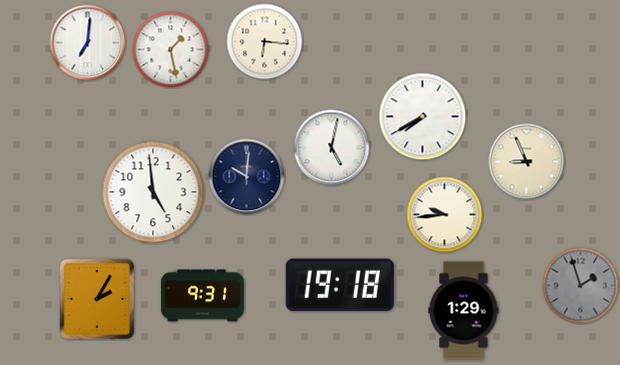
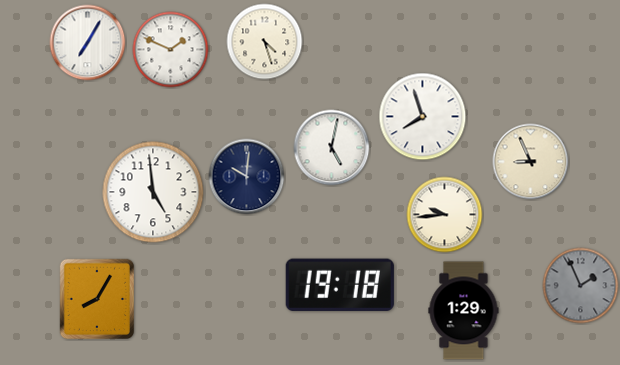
clock at (265, 42): 6:16 -> 4:27
clock at (88, 43): 7:01 -> 7:05
clock at (171, 50): 1:28 -> 1:49
clock at (423, 117): 7:40 -> 7:57
clock at (527, 162) position: (527, 162) -> (531, 162)
clock at (581, 286): 1:57 -> 1:56
clock at (203, 296): 9:31 -> none
clock at (97, 299): 2:05 -> 8:05
